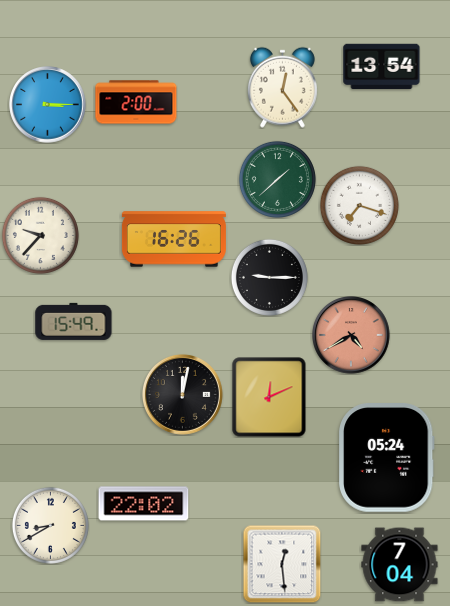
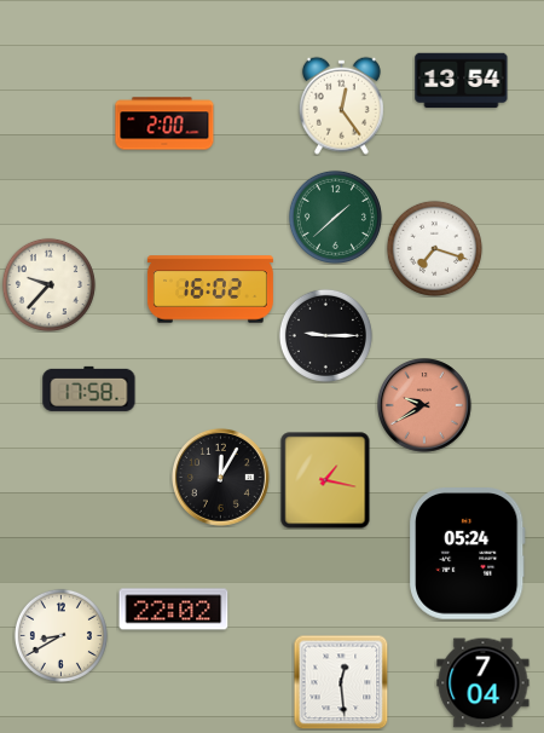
clock at (48, 105): 3:15 -> none
clock at (174, 239): 16:26 -> 16:02
clock at (74, 321): 15:49 -> 17:58
clock at (351, 335): 4:40 -> 9:40
clock at (182, 394): 12:02 -> 12:05
clock at (269, 397): 12:11 -> 1:17
